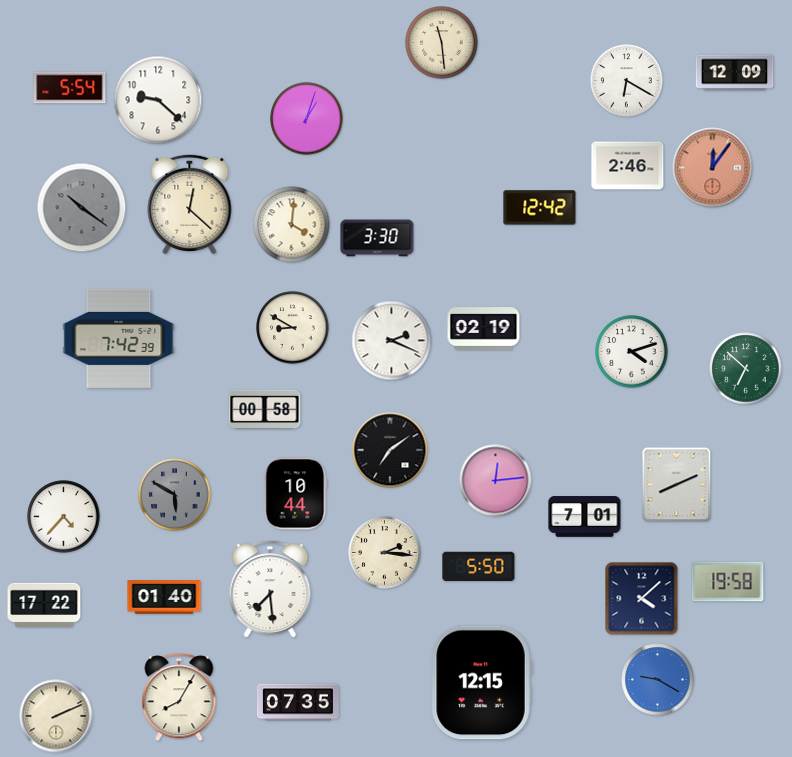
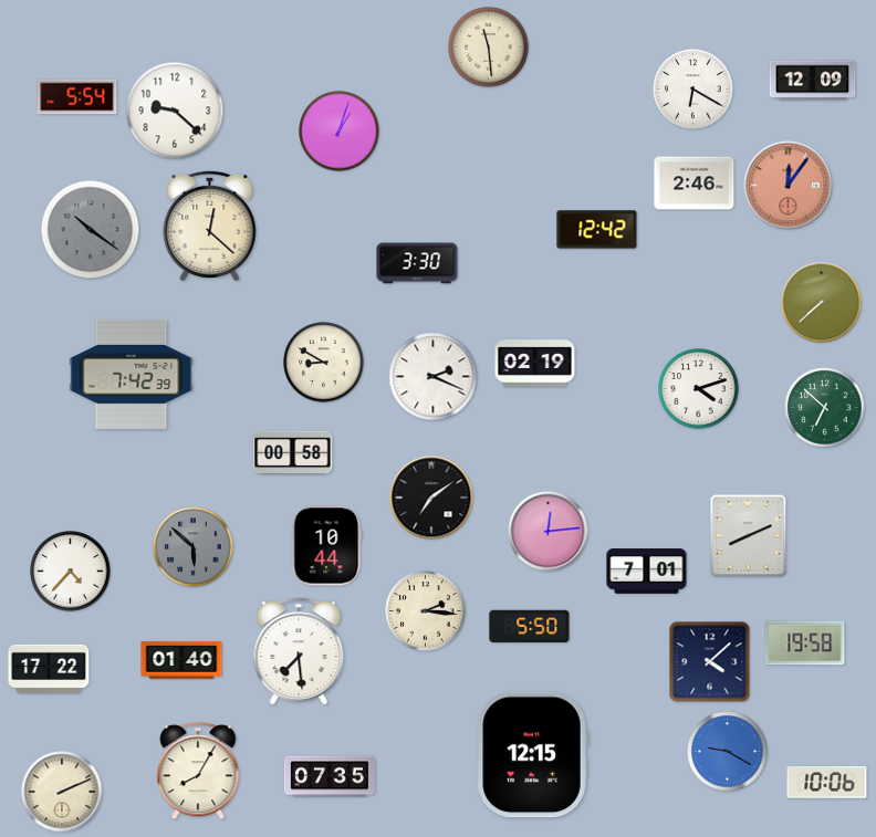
clock at (292, 225): 4:01 -> none
clock at (822, 303): none -> 7:38
clock at (175, 495): 5:50 -> 5:52
clock at (827, 783): none -> 10:06
